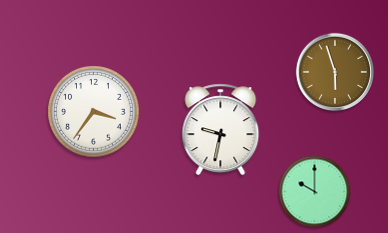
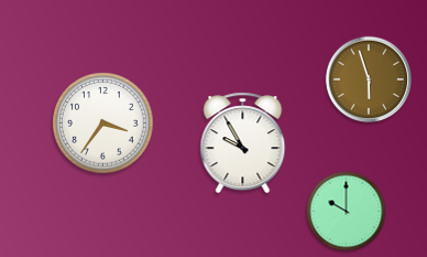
clock at (221, 130): 9:32 -> 9:55
